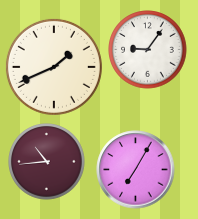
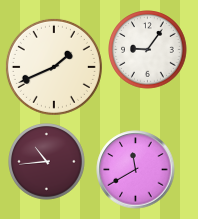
clock at (136, 170): 7:05 -> 11:40
